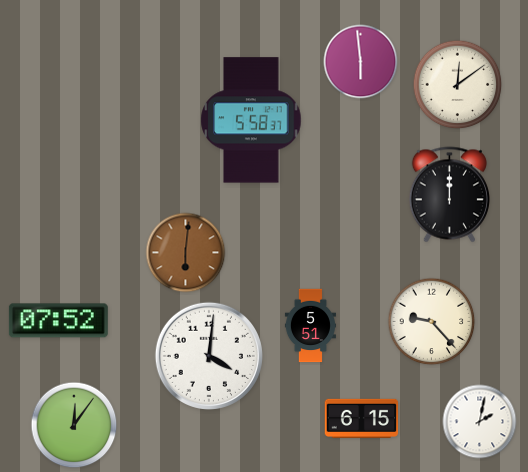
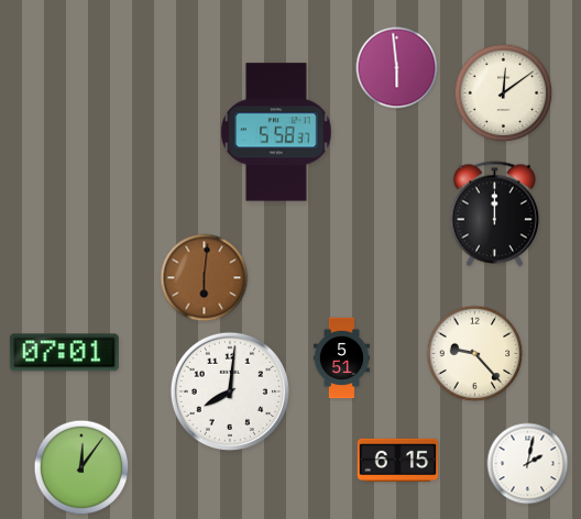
clock at (58, 321): 07:52 -> 07:01
clock at (209, 356): 4:01 -> 8:01
